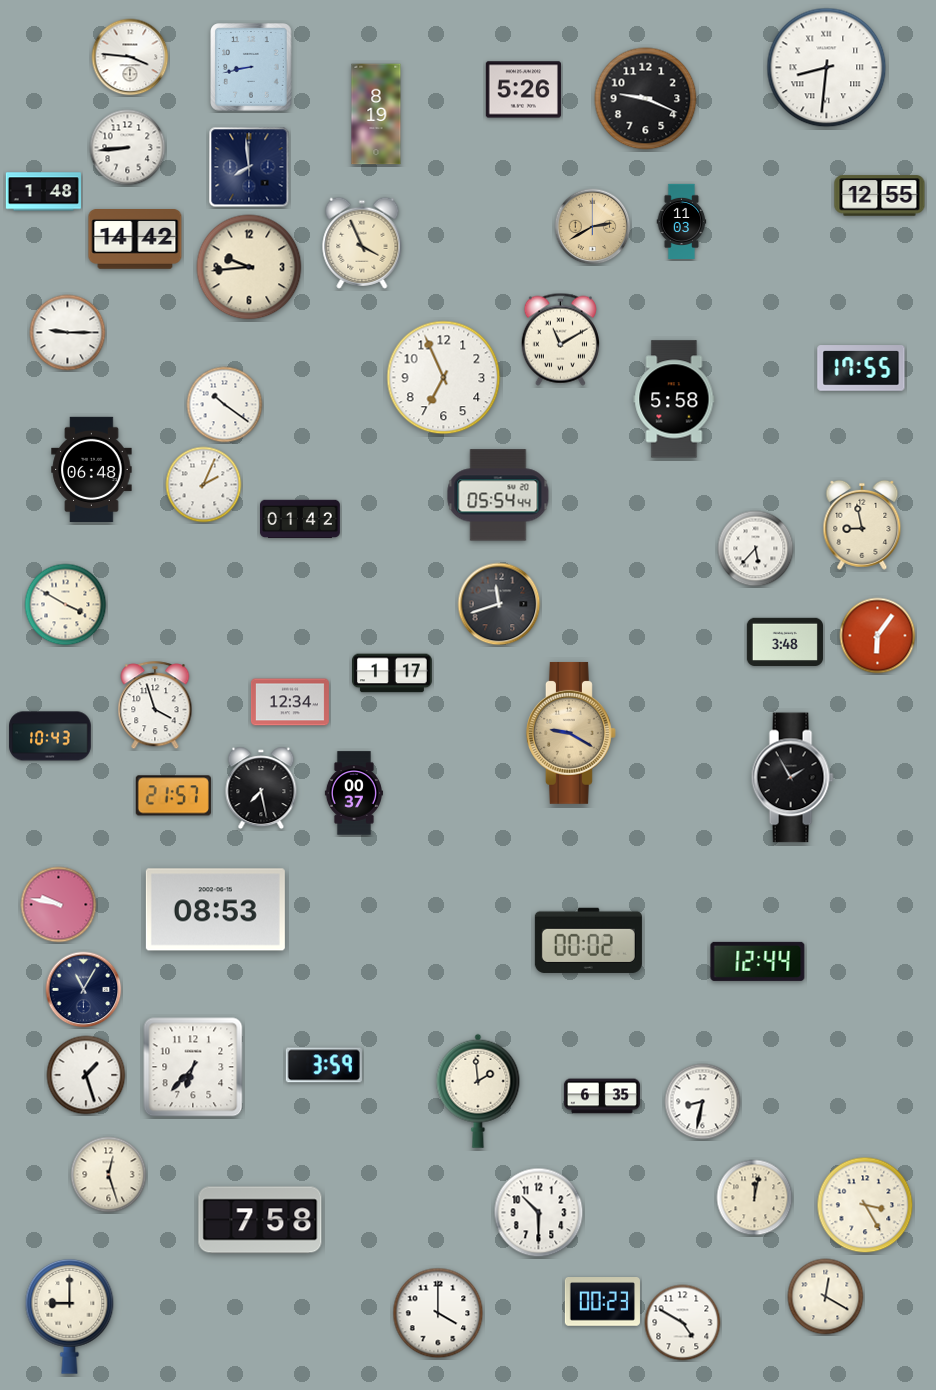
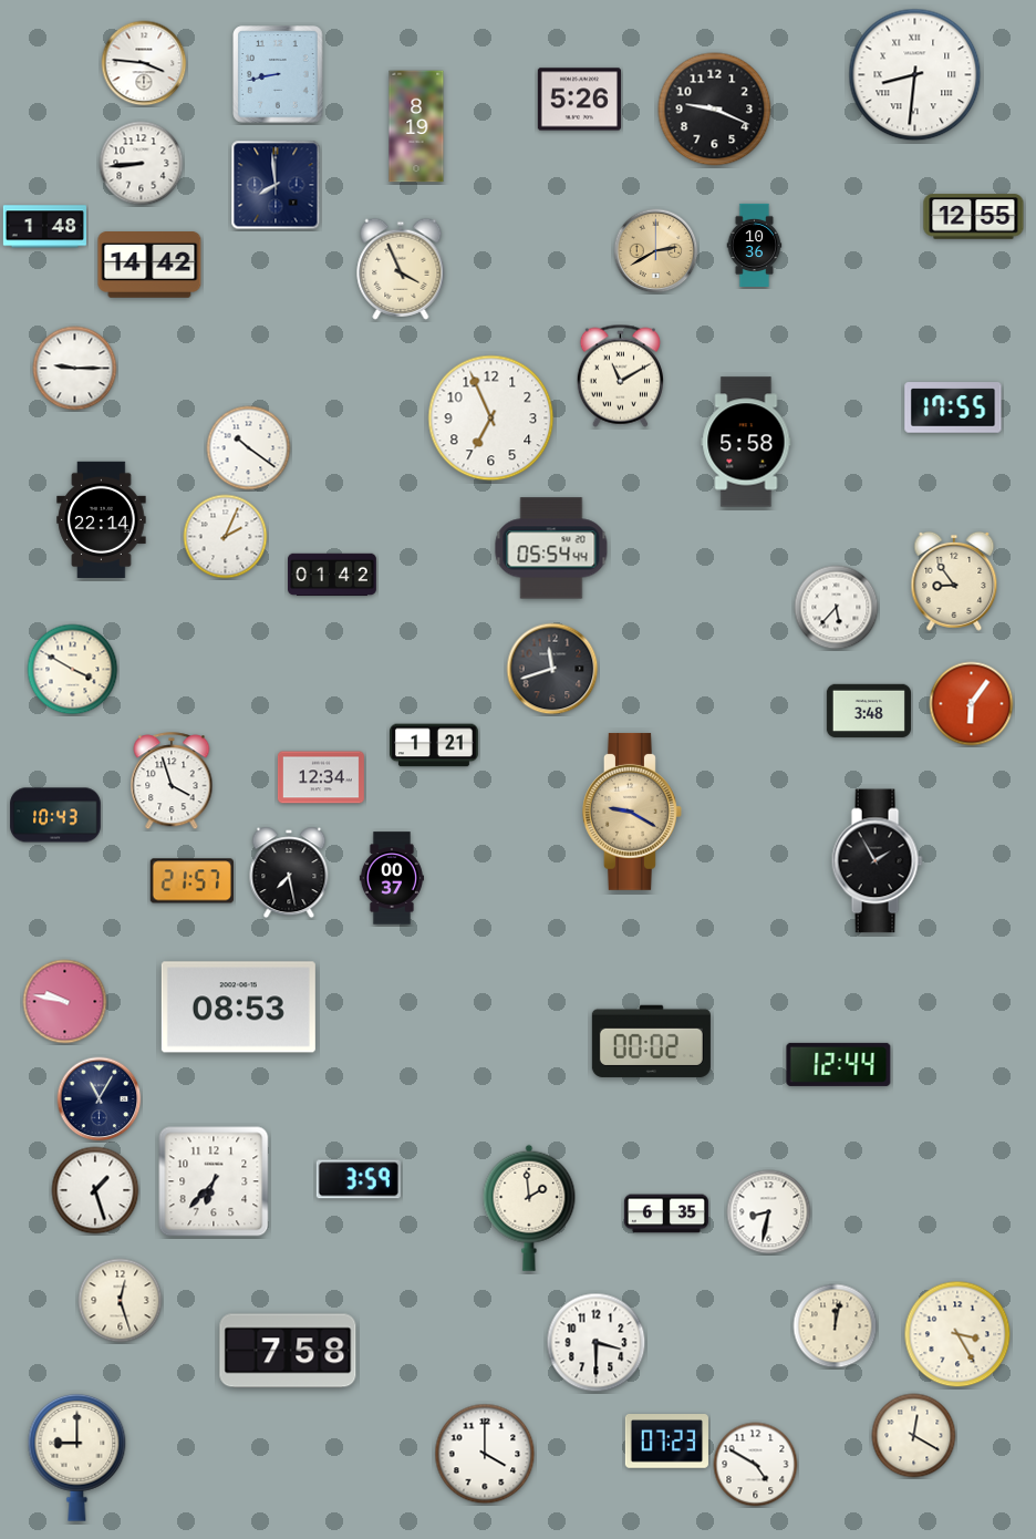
clock at (43, 192) position: (43, 192) -> (44, 227)
clock at (682, 221): 11:03 -> 10:36
clock at (249, 267): 9:44 -> none
clock at (92, 469): 06:48 -> 22:14
clock at (862, 525): 8:58 -> 8:54
clock at (393, 673): 1:17 -> 1:21
clock at (84, 990) position: (84, 990) -> (100, 1099)
clock at (703, 1102) position: (703, 1102) -> (769, 1212)
clock at (539, 1213): 10:30 -> 3:30
clock at (602, 1302): 00:23 -> 07:23
